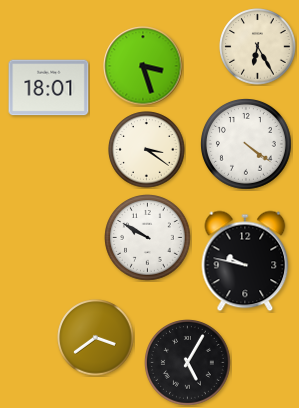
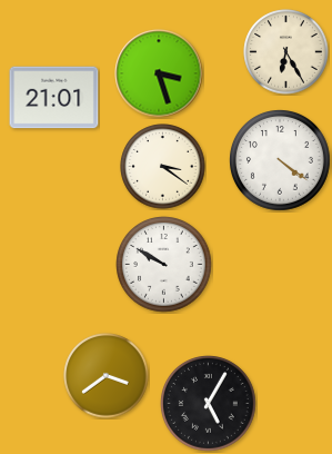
clock at (49, 88): 18:01 -> 21:01
clock at (247, 145) position: (247, 145) -> (281, 161)
clock at (245, 261): 9:47 -> none
